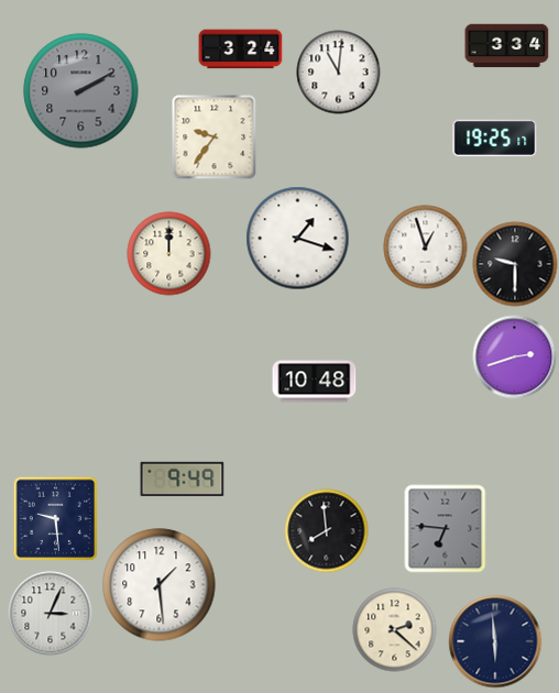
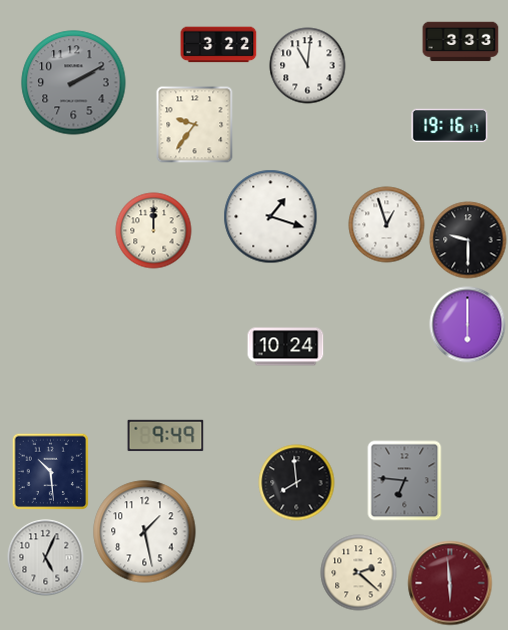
clock at (507, 46): 3:34 -> 3:33
clock at (241, 50): 3:24 -> 3:22
clock at (495, 139): 19:25 -> 19:16
clock at (515, 358): 2:42 -> 6:00
clock at (315, 382): 10:48 -> 10:24
clock at (55, 518): 9:29 -> 10:29
clock at (160, 585): 1:29 -> 1:28
clock at (51, 614): 3:04 -> 5:04
clock at (495, 641) dial: navy -> burgundy
